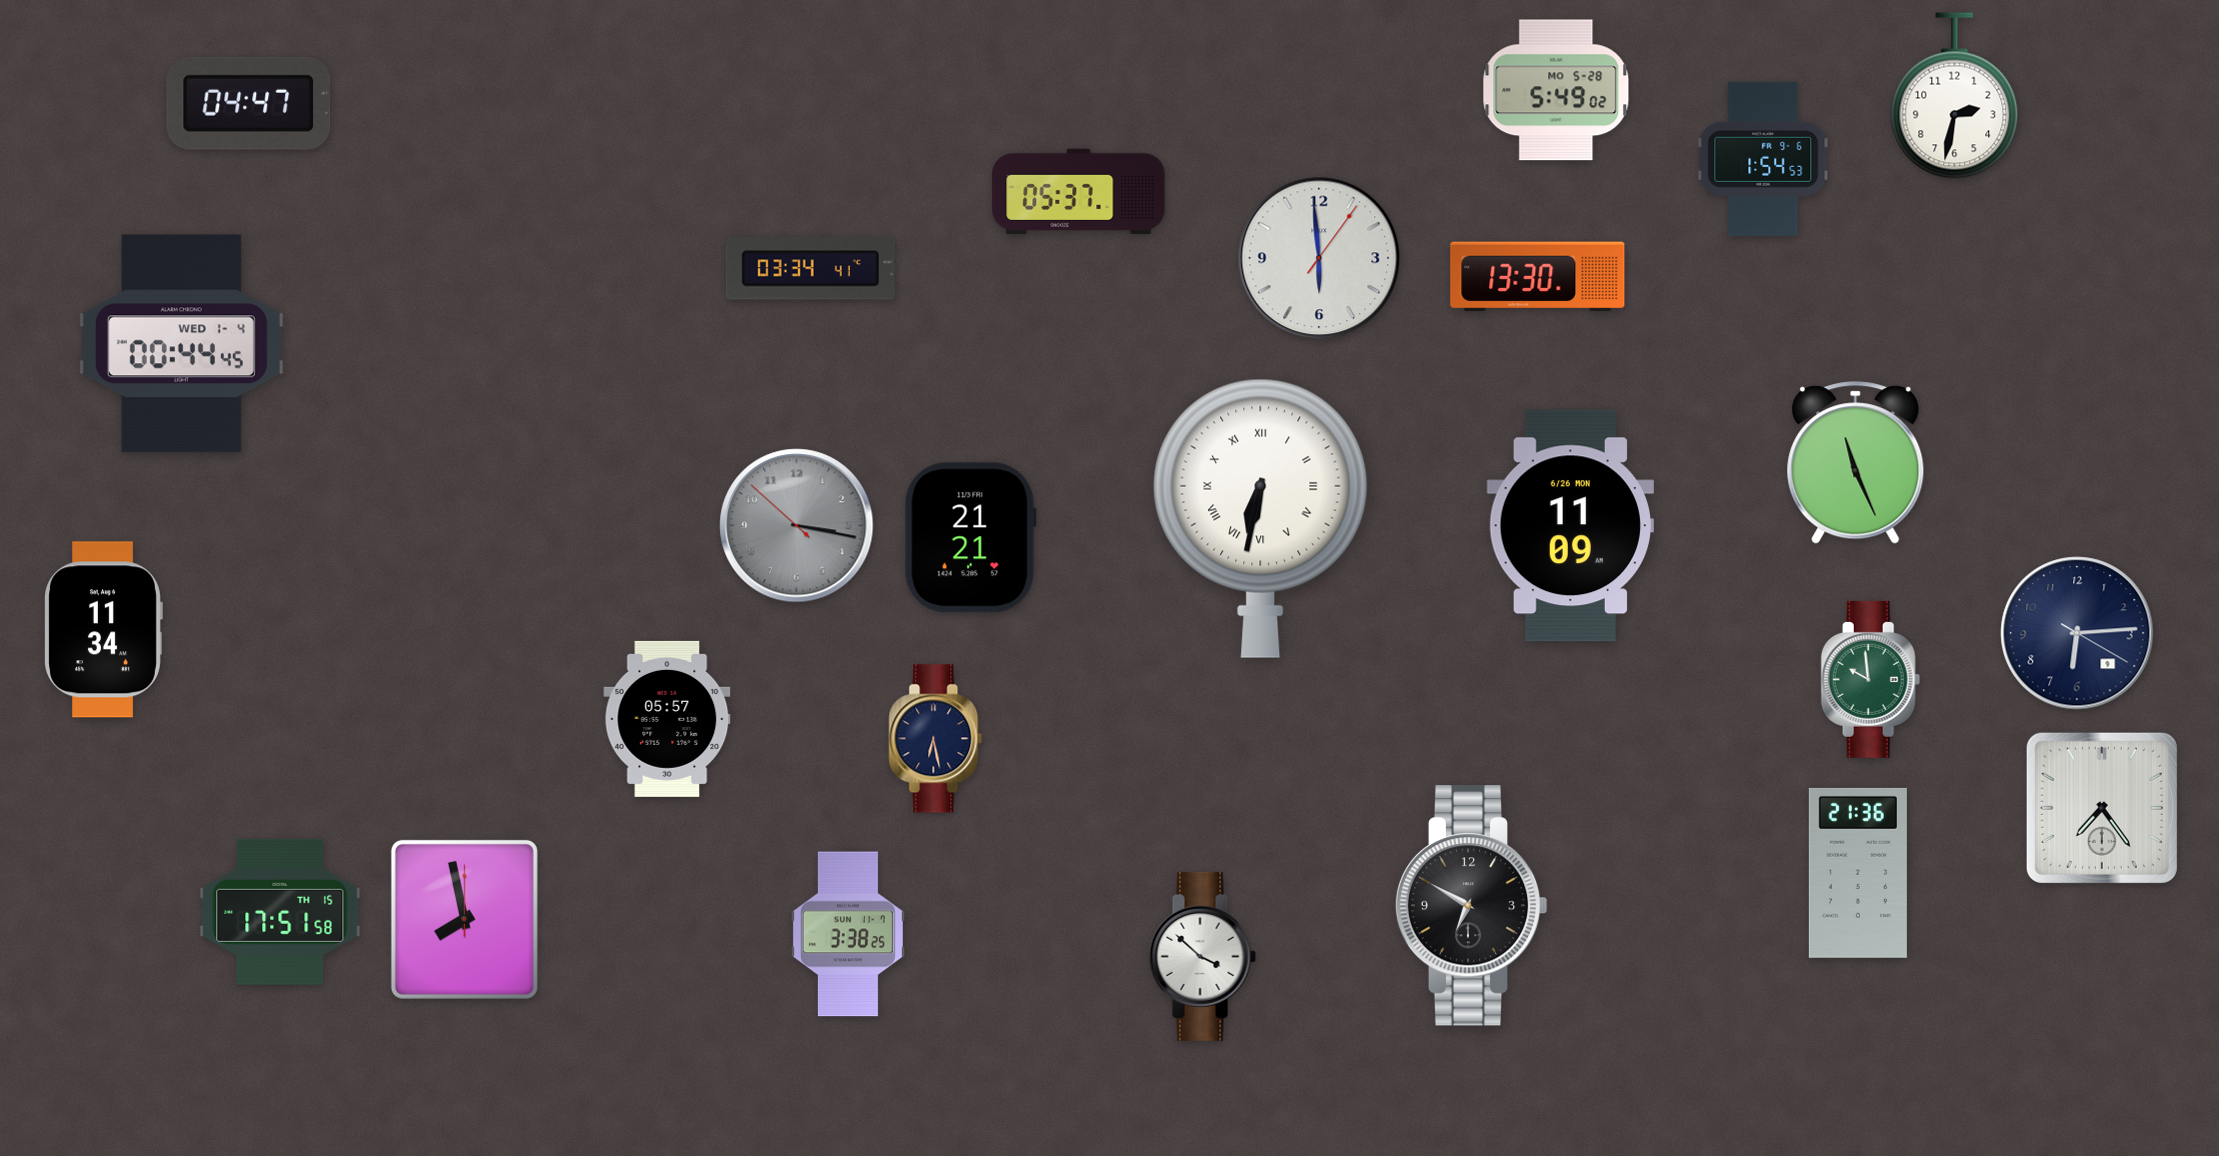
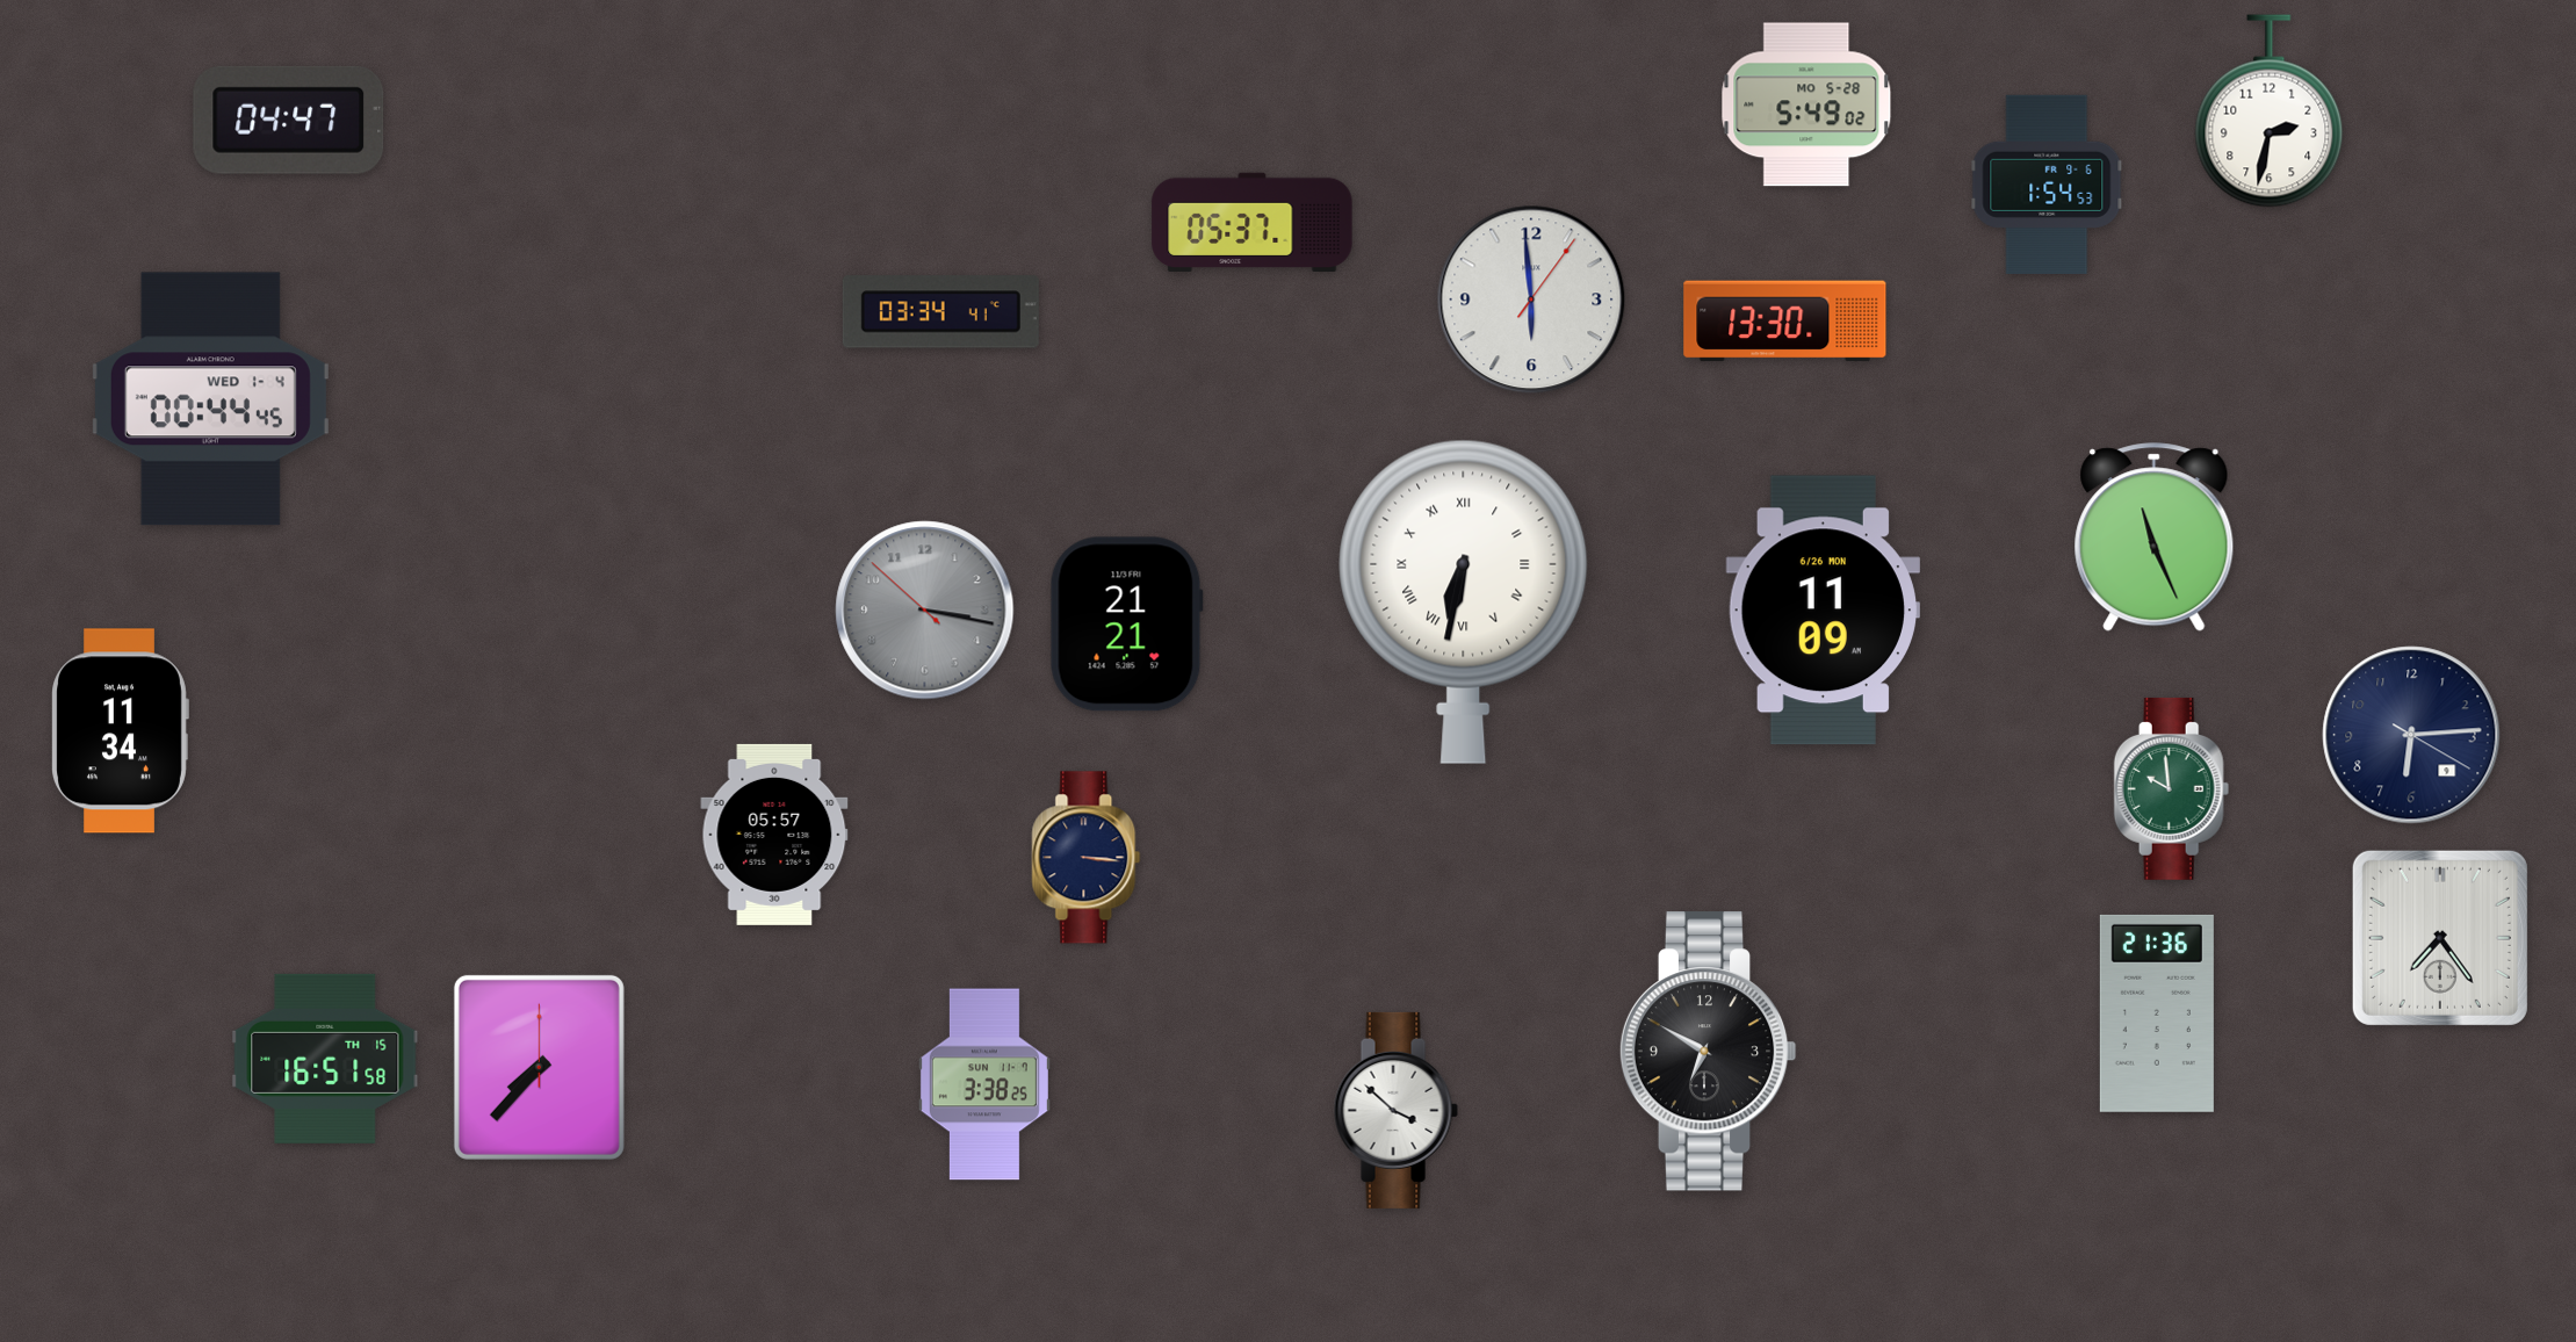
clock at (936, 739): 6:28 -> 3:16
clock at (280, 912): 17:51 -> 16:51
clock at (464, 919): 7:58 -> 7:37
